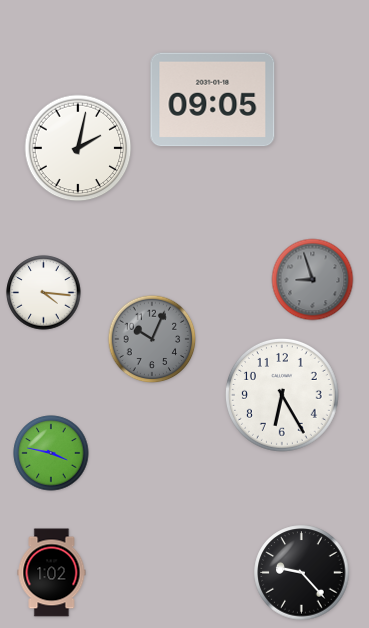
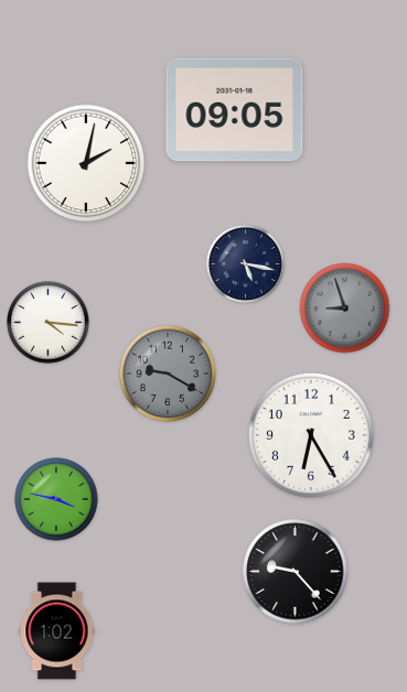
clock at (245, 263): none -> 5:17
clock at (152, 339): 10:04 -> 9:20
clock at (302, 573) position: (302, 573) -> (296, 572)
